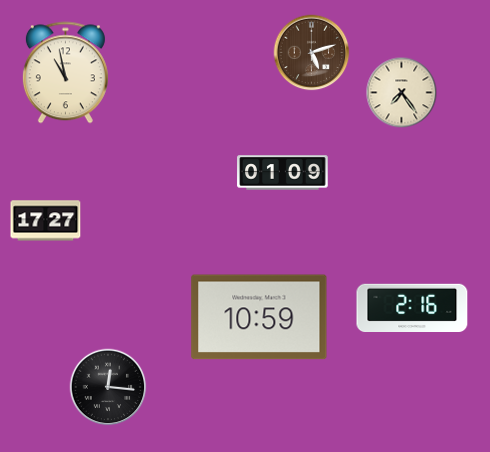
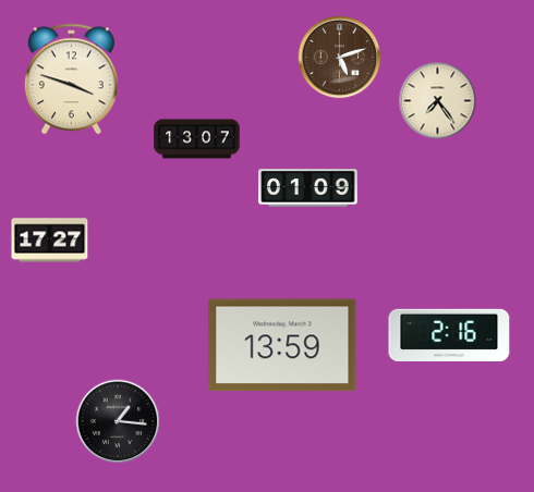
clock at (65, 73): 10:58 -> 3:48
clock at (197, 139): none -> 13:07
clock at (259, 317): 10:59 -> 13:59
clock at (108, 387): 12:16 -> 1:16
